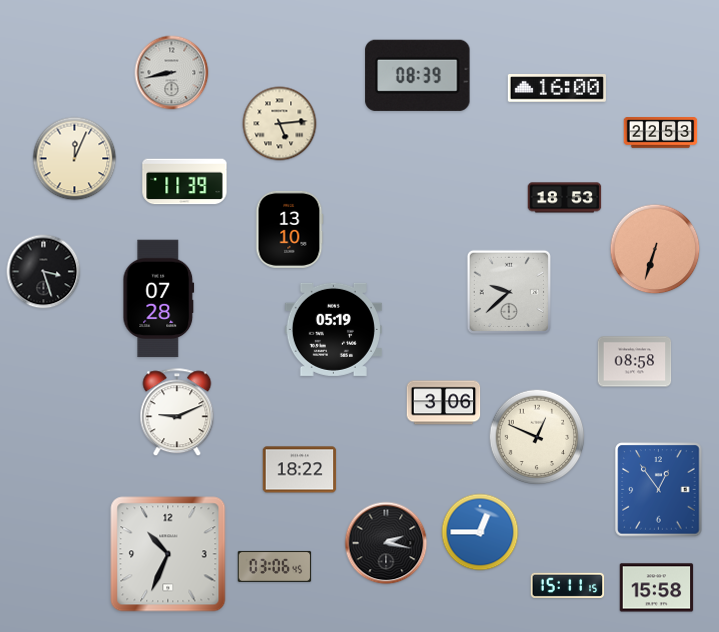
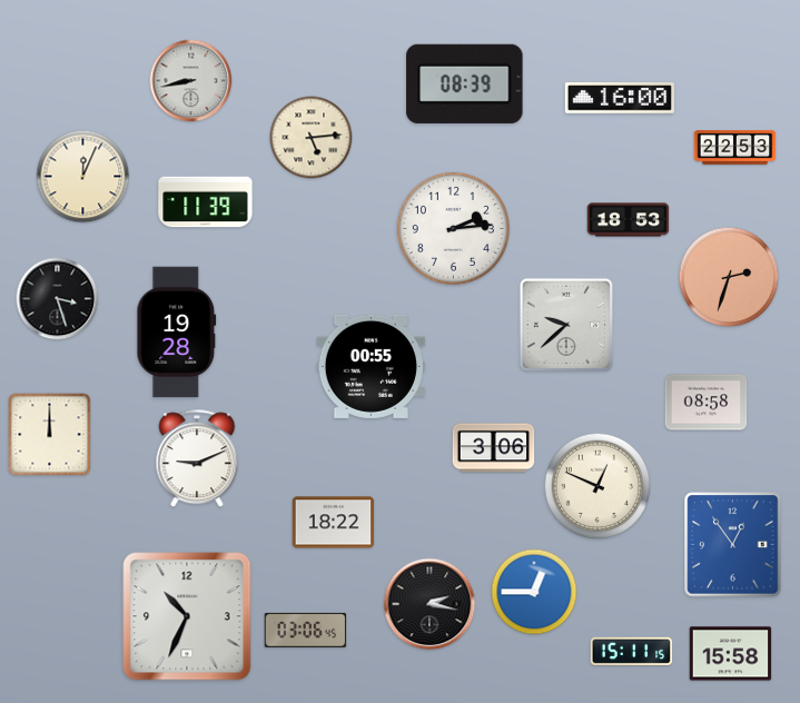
clock at (453, 228): none -> 2:14
clock at (289, 229): 13:10 -> none
clock at (655, 249): 6:33 -> 2:33
clock at (44, 272) position: (44, 272) -> (58, 299)
clock at (159, 299): 07:28 -> 19:28
clock at (333, 329): 05:19 -> 00:55
clock at (50, 435): none -> 12:00
